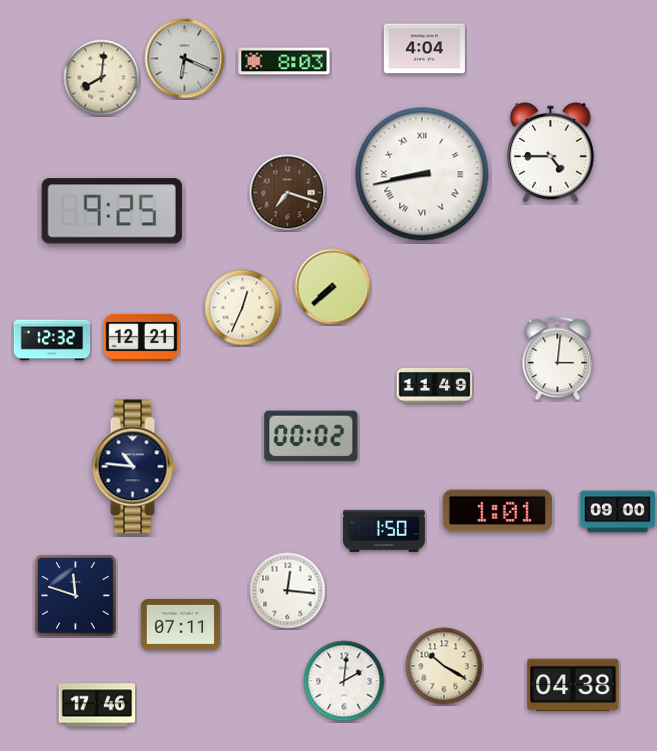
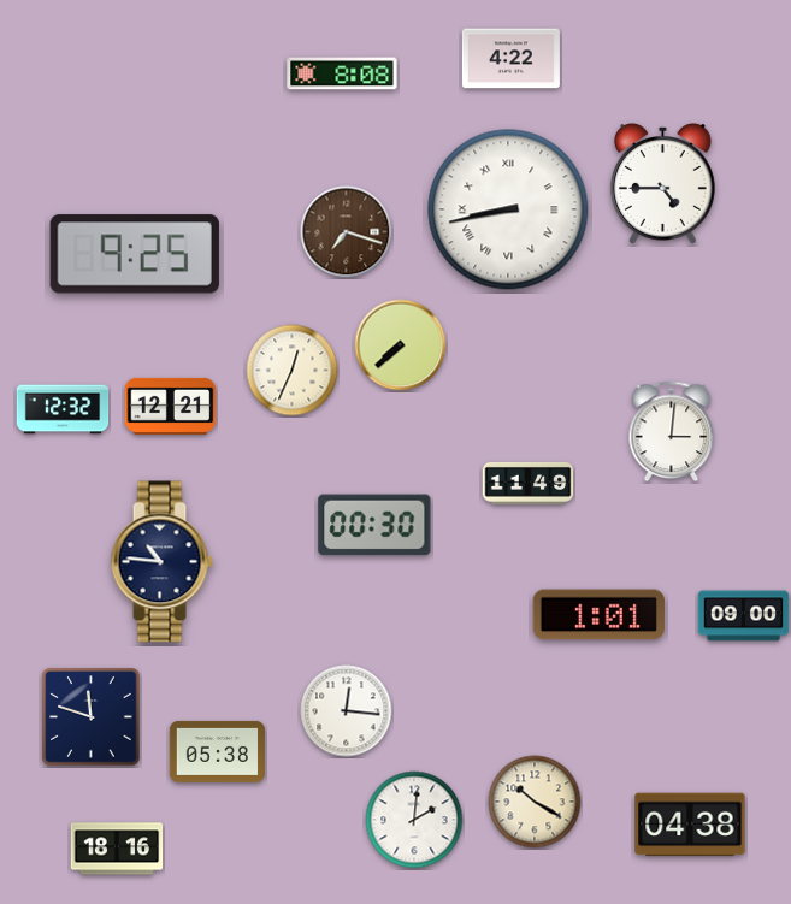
clock at (424, 49): 4:04 -> 4:22
clock at (185, 59): 6:19 -> none
clock at (284, 61): 8:03 -> 8:08
clock at (102, 78): 8:01 -> none
clock at (435, 385) position: (435, 385) -> (529, 483)
clock at (311, 436): 00:02 -> 00:30
clock at (384, 531): 1:50 -> none
clock at (180, 624): 07:11 -> 05:38
clock at (97, 705): 17:46 -> 18:16
